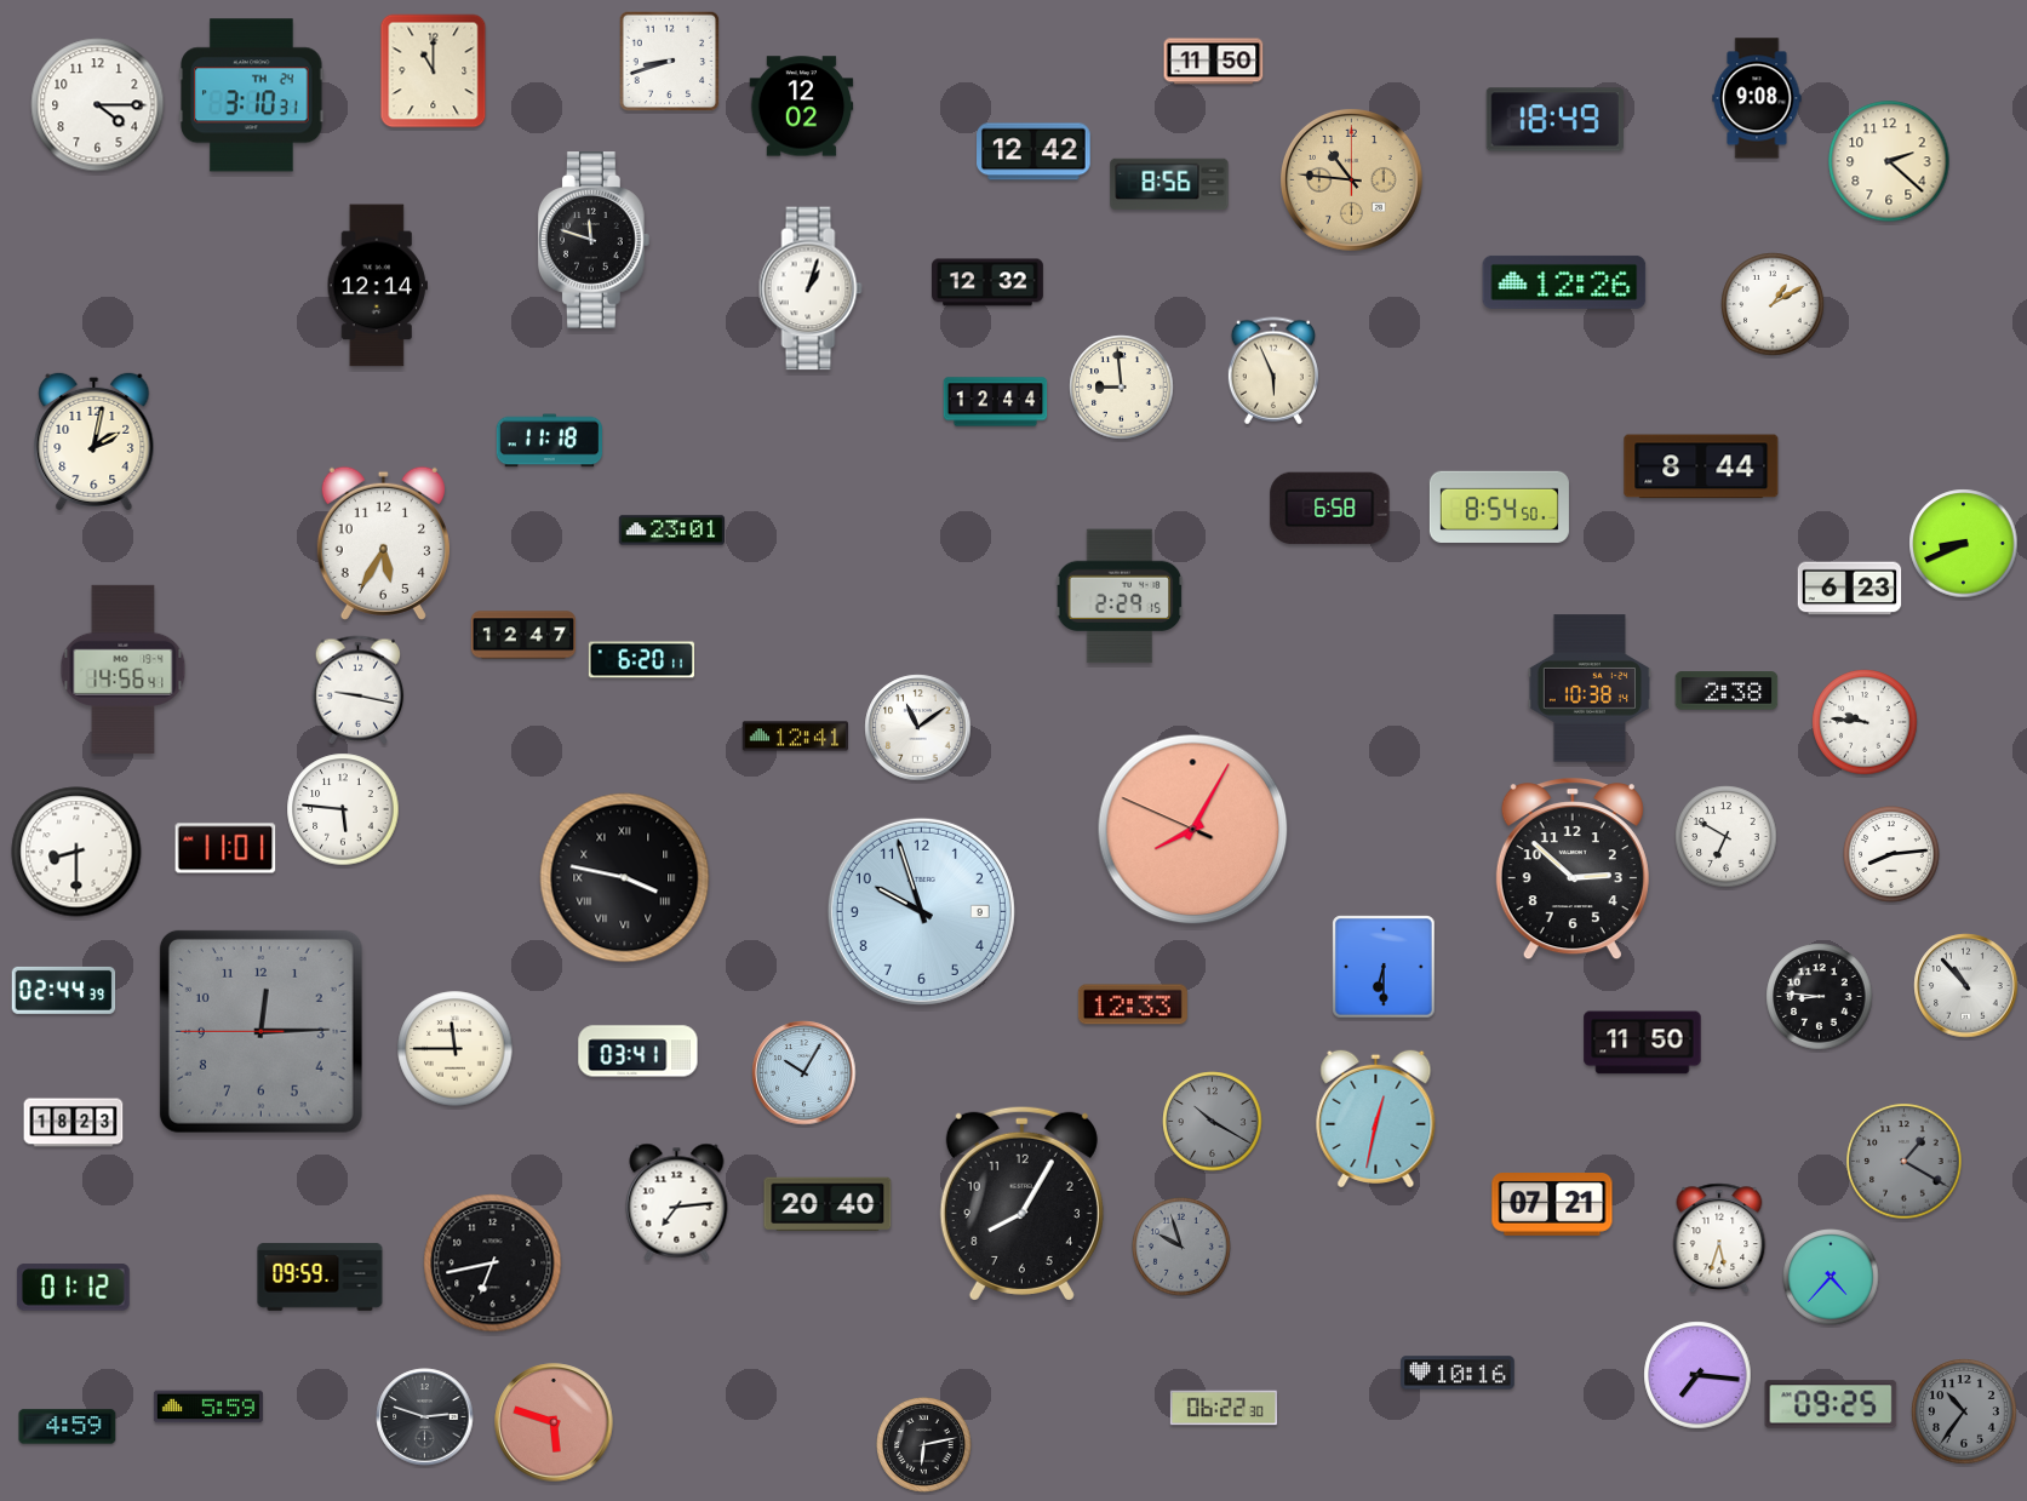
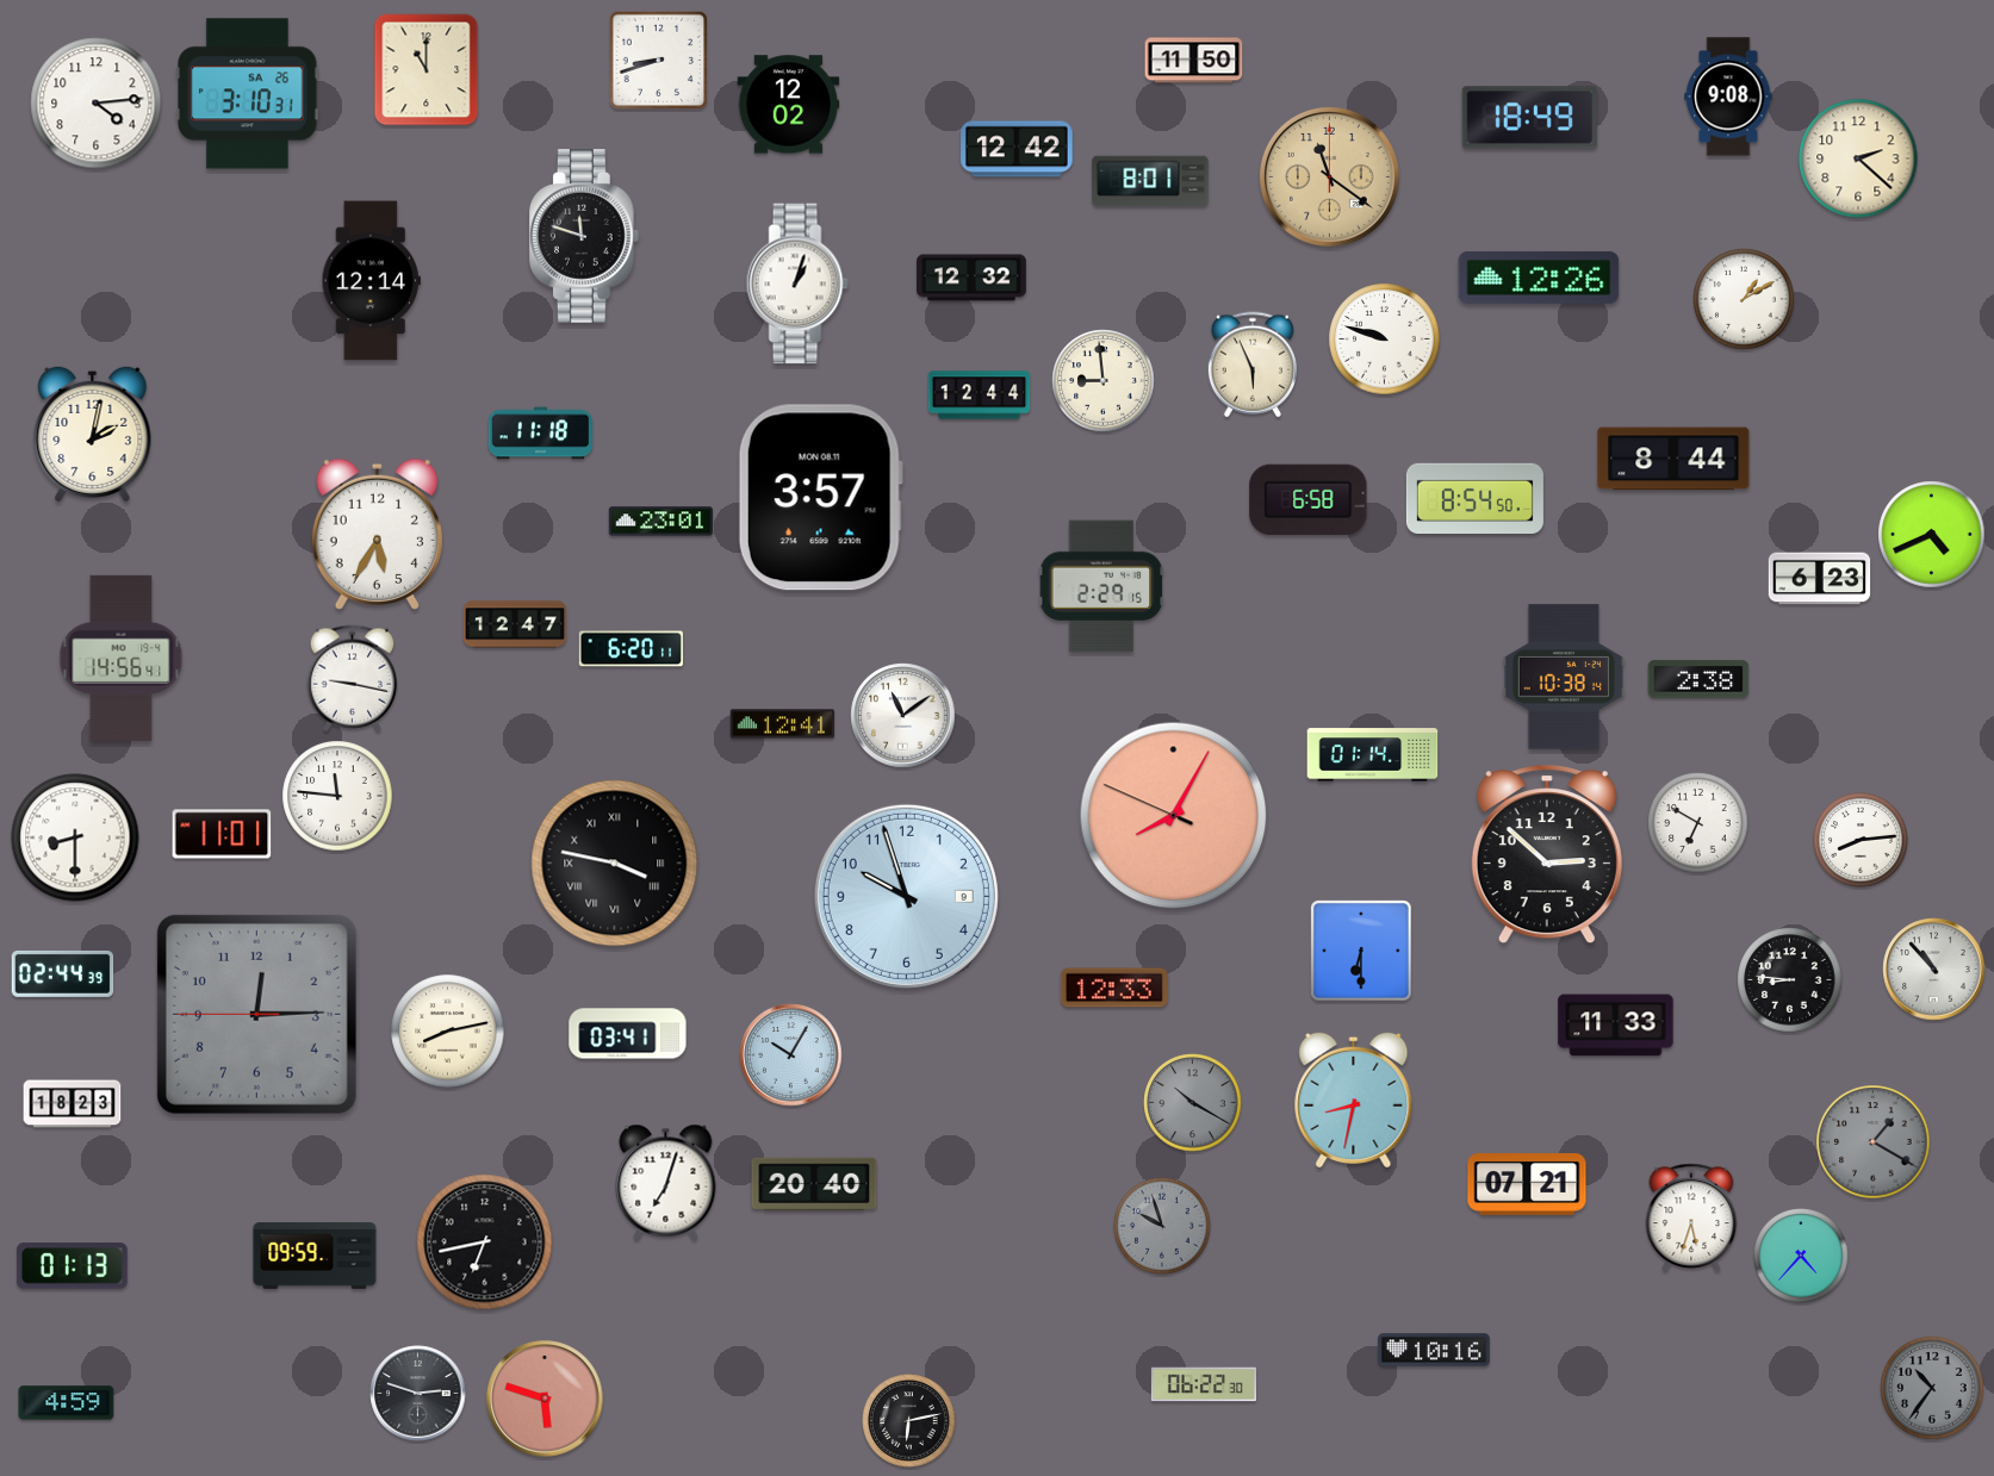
clock at (252, 96) date: TH 24 -> SA 26
clock at (98, 105): 4:15 -> 4:14
clock at (1351, 179): 10:46 -> 11:21
clock at (1169, 184): 8:56 -> 8:01
clock at (1385, 340): none -> 9:48
clock at (820, 498): none -> 3:57
clock at (1964, 544): 8:41 -> 4:41
clock at (1865, 722): 9:46 -> none
clock at (1373, 755): none -> 01:14
clock at (343, 809): 5:46 -> 11:46
clock at (1643, 1043): 11:50 -> 11:33
clock at (456, 1049): 11:45 -> 8:13
clock at (1376, 1118): 12:32 -> 8:32
clock at (677, 1202): 7:14 -> 7:03
clock at (1021, 1203): 8:05 -> none
clock at (73, 1288): 01:12 -> 01:13
clock at (1697, 1375): 7:16 -> none
clock at (1831, 1404): 09:25 -> none
clock at (208, 1407): 5:59 -> none
